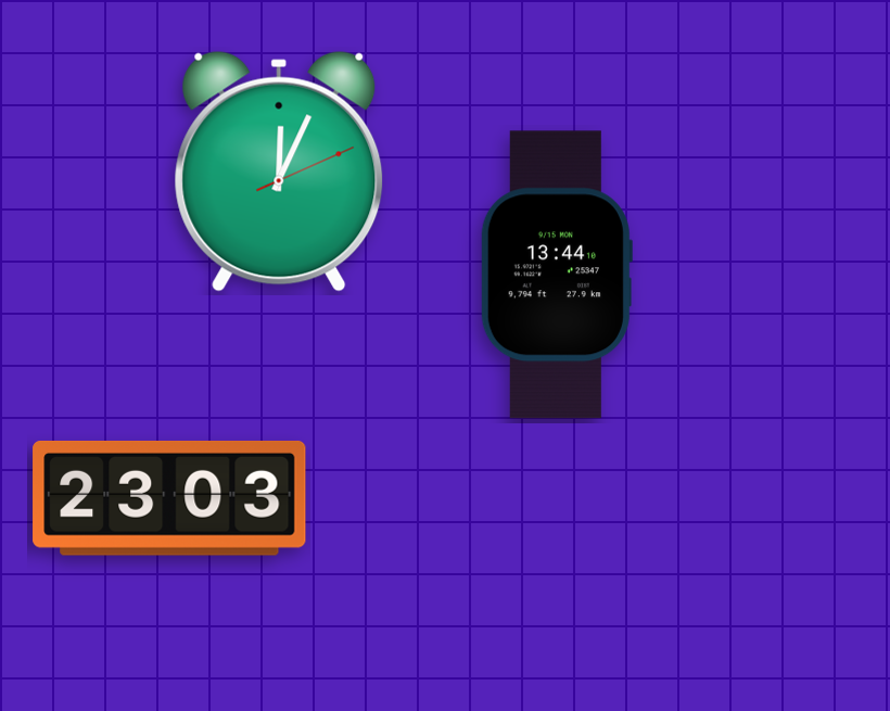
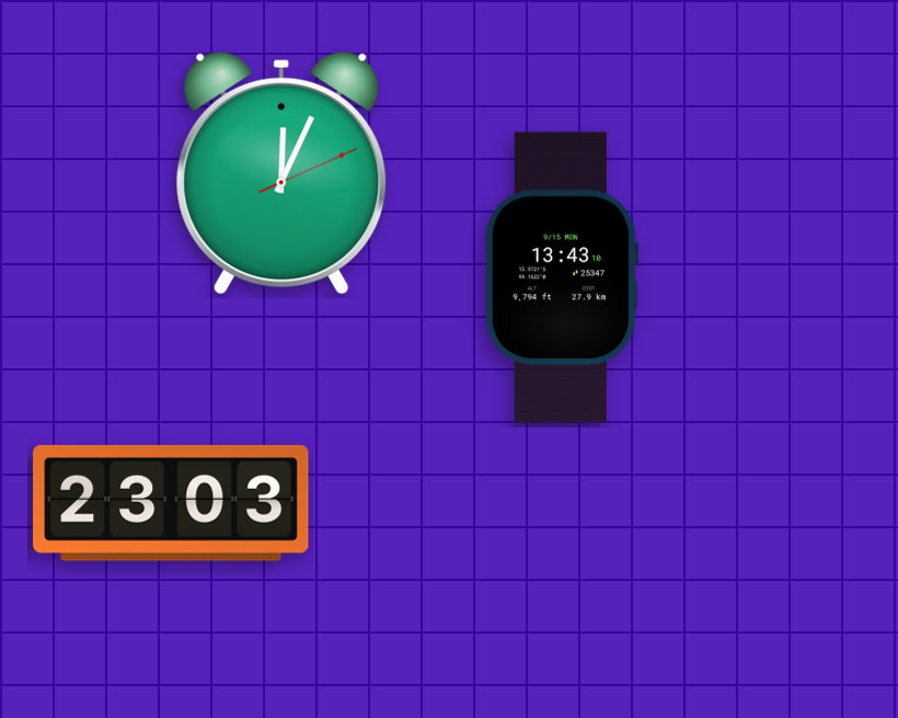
clock at (556, 275): 13:44 -> 13:43
